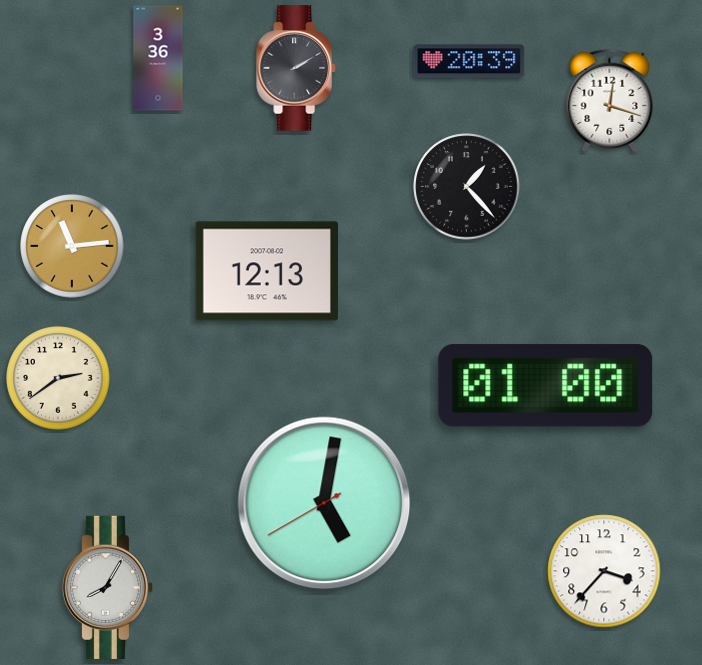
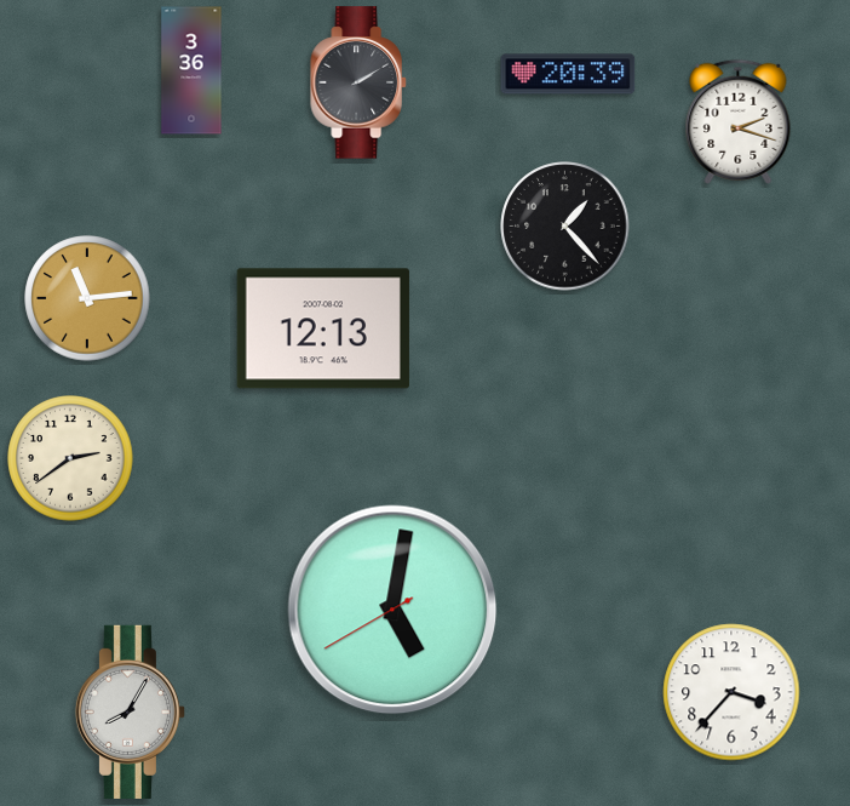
clock at (610, 100): 12:18 -> 2:18
clock at (546, 386): 01:00 -> none
